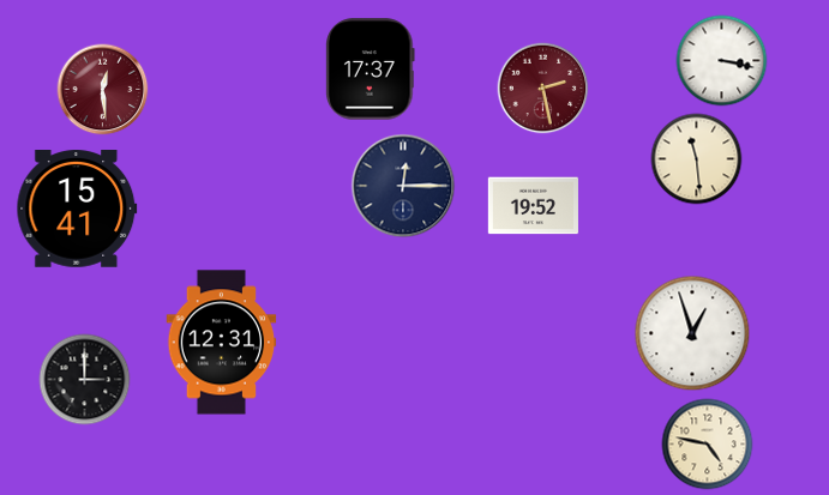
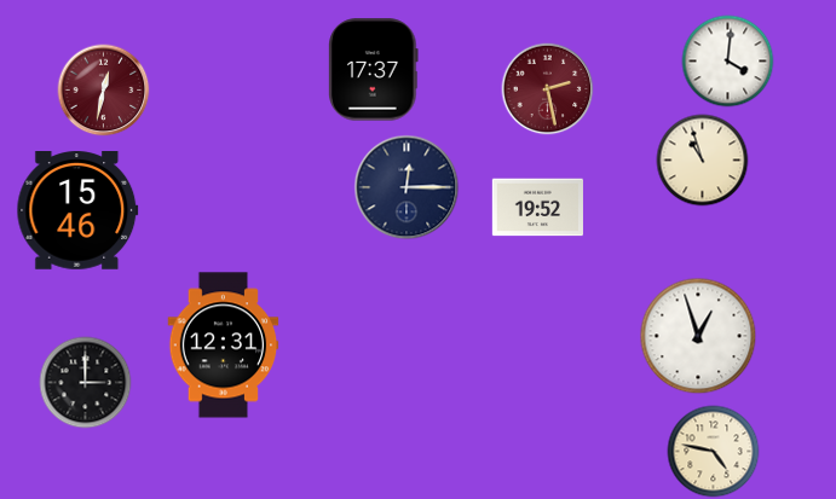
clock at (722, 61): 3:17 -> 4:01
clock at (103, 90): 12:29 -> 12:32
clock at (697, 159): 11:29 -> 10:57
clock at (77, 210): 15:41 -> 15:46
clock at (708, 445) position: (708, 445) -> (714, 452)
